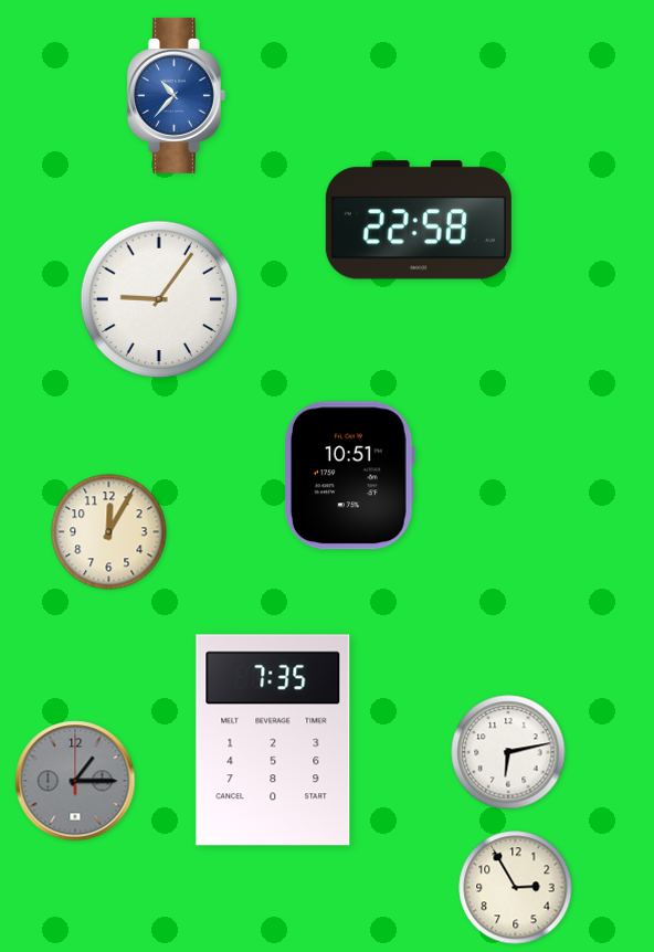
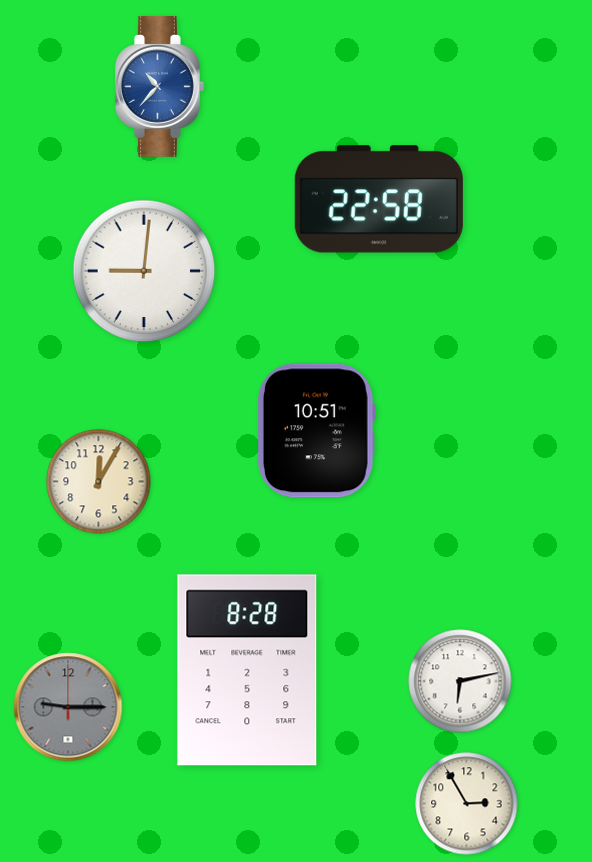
clock at (159, 299): 9:06 -> 9:01
clock at (273, 740): 7:35 -> 8:28
clock at (75, 781): 1:15 -> 9:15
